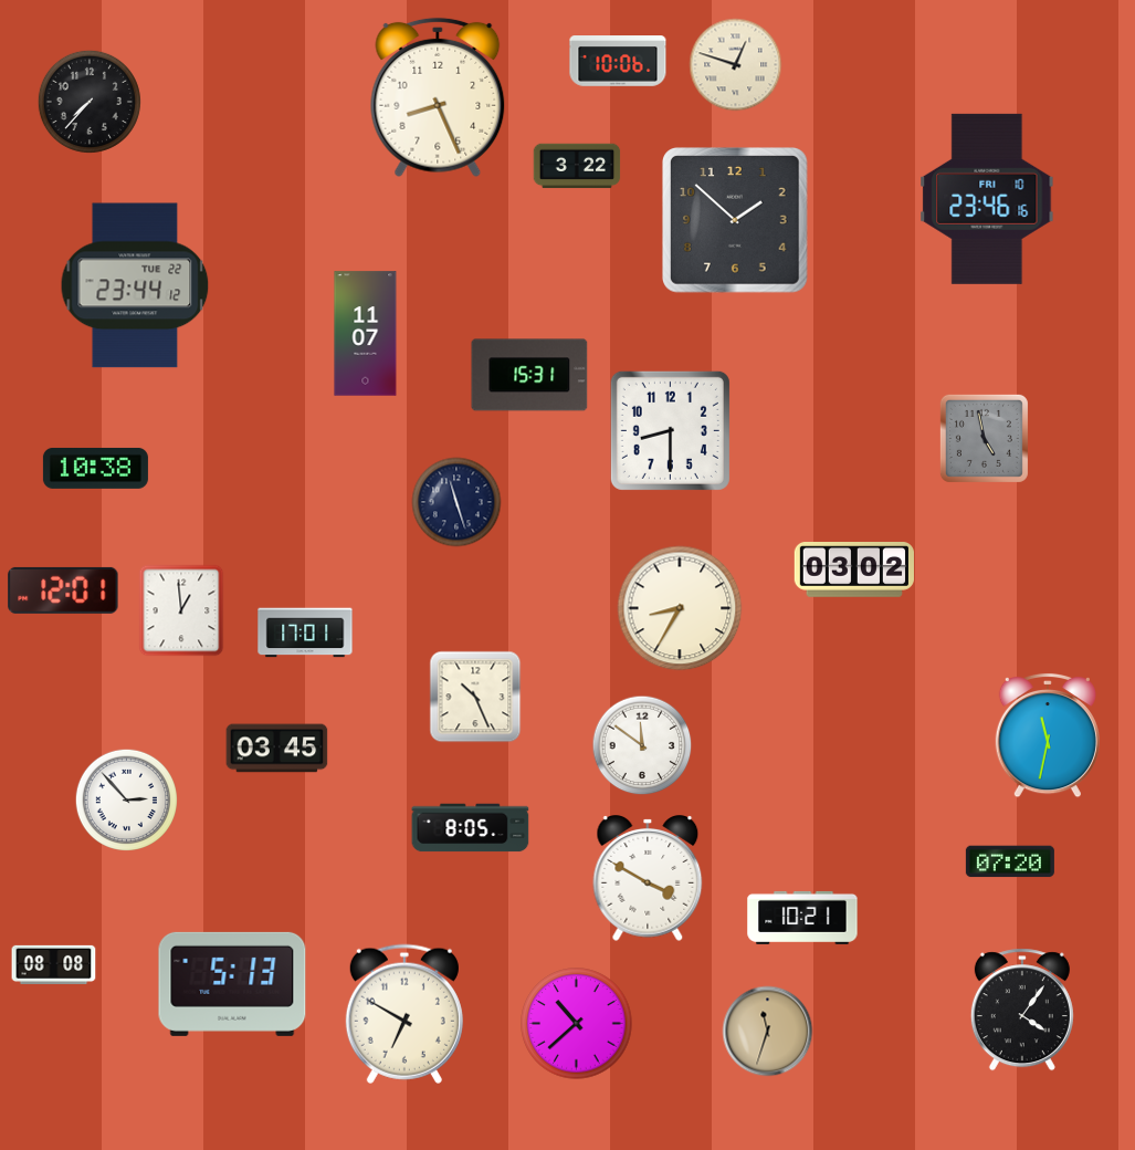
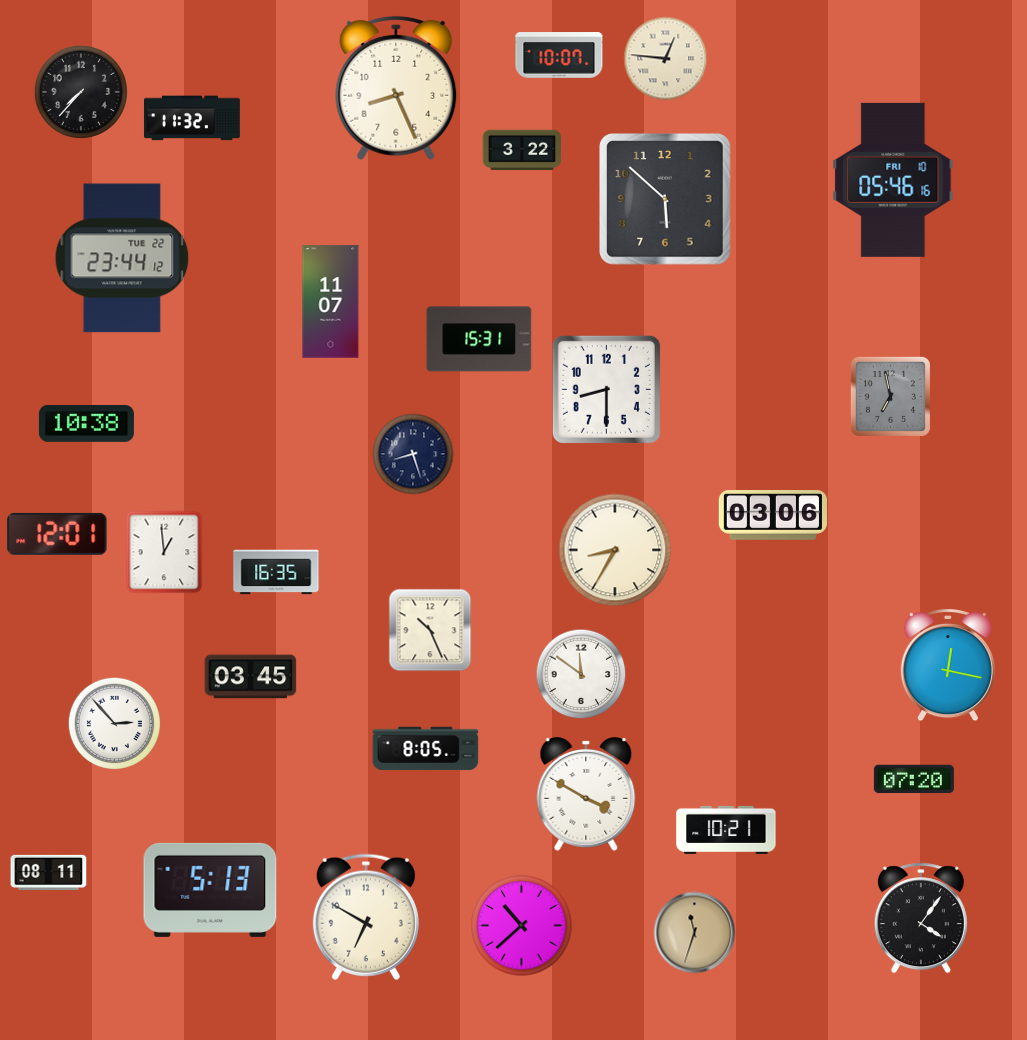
clock at (618, 61): 10:06 -> 10:07
clock at (736, 65): 12:48 -> 12:46
clock at (192, 118): none -> 11:32
clock at (987, 199): 23:46 -> 05:46
clock at (736, 221): 1:52 -> 5:52
clock at (984, 438): 4:58 -> 6:58
clock at (456, 502): 11:27 -> 8:27
clock at (854, 571): 03:02 -> 03:06
clock at (305, 632): 17:01 -> 16:35
clock at (1048, 735): 11:32 -> 12:17
clock at (54, 964): 08:08 -> 08:11
clock at (1022, 1010) position: (1022, 1010) -> (921, 918)
